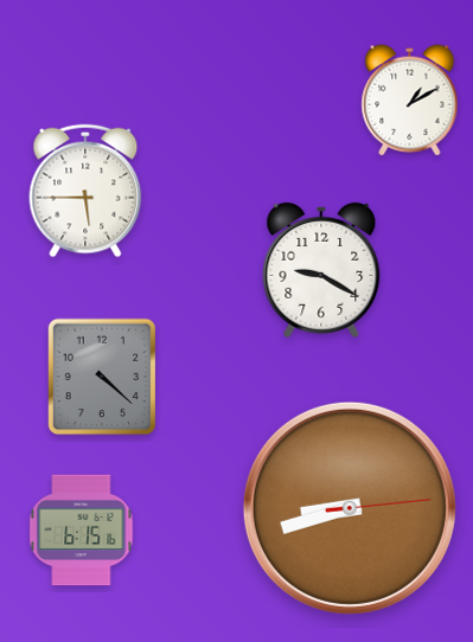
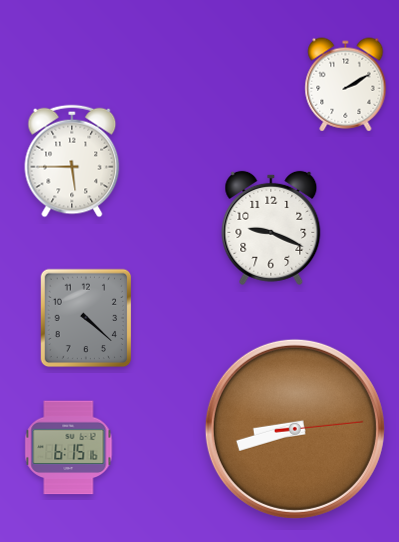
clock at (410, 101): 1:10 -> 2:10
clock at (321, 270): 9:20 -> 9:19
